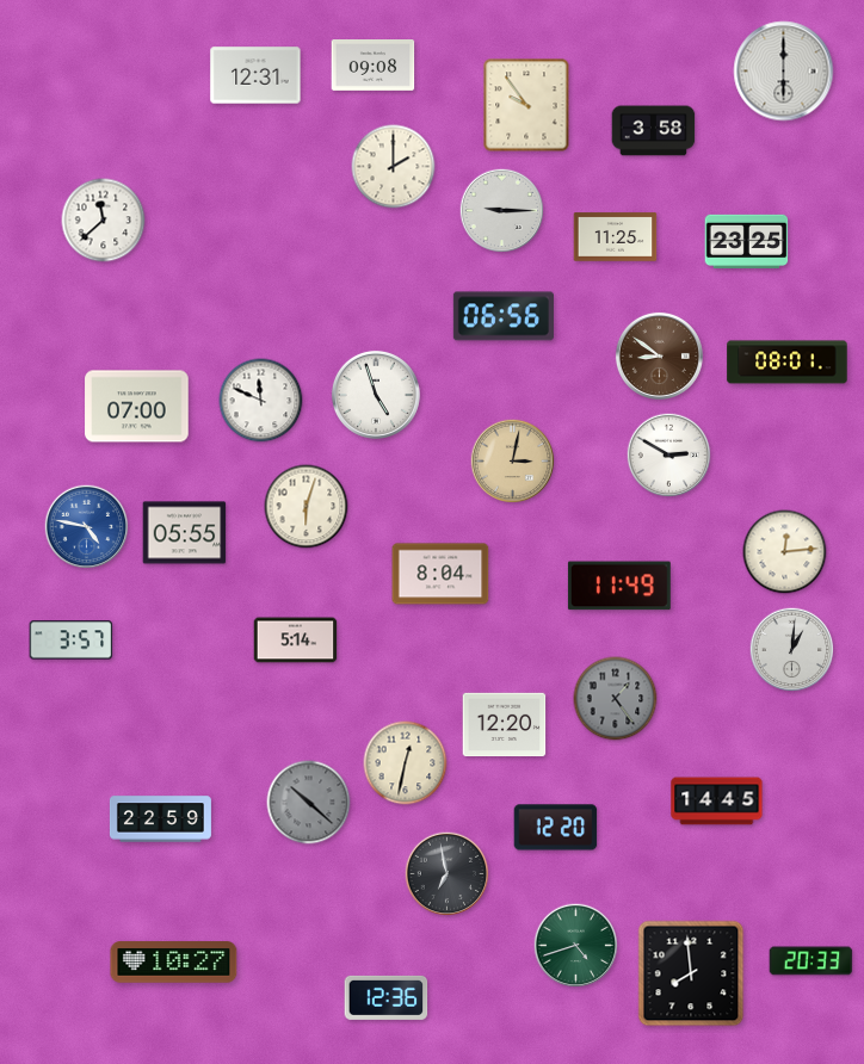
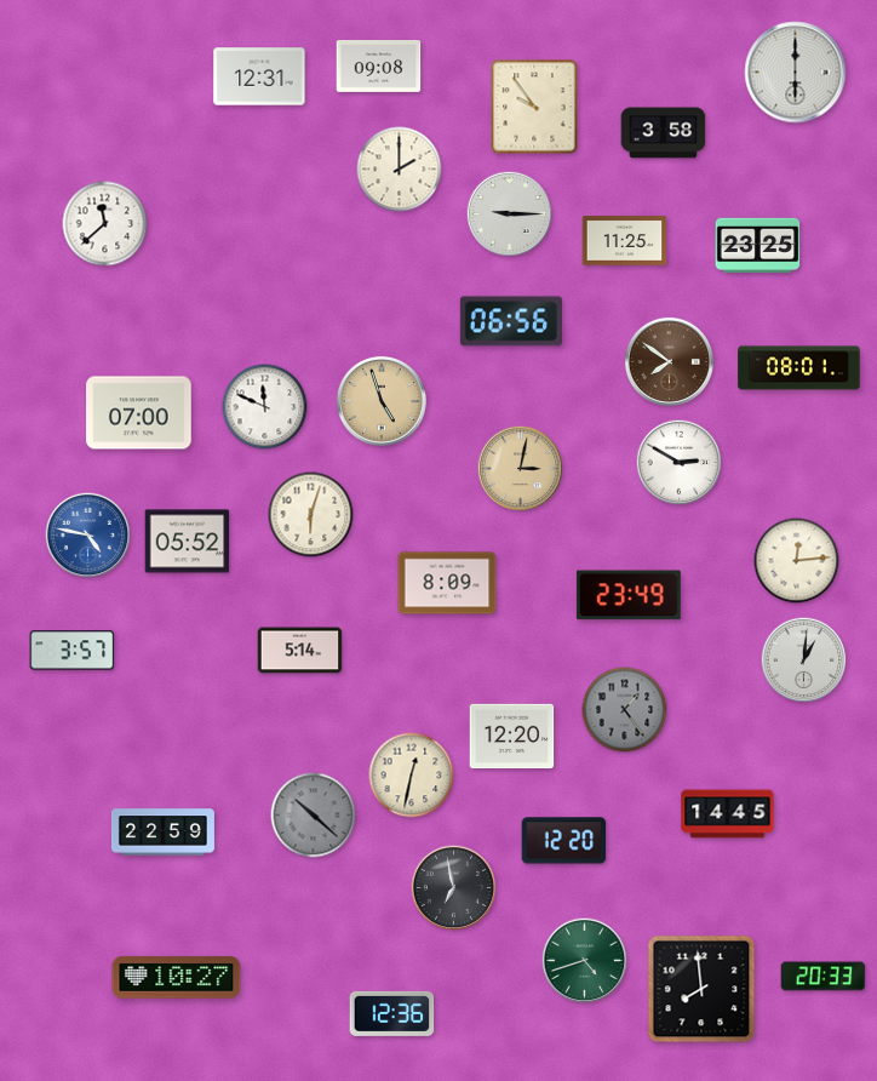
clock at (659, 355): 8:51 -> 7:51
clock at (376, 395) dial: white -> champagne
clock at (185, 533): 05:55 -> 05:52
clock at (440, 574): 8:04 -> 8:09
clock at (619, 586): 11:49 -> 23:49
